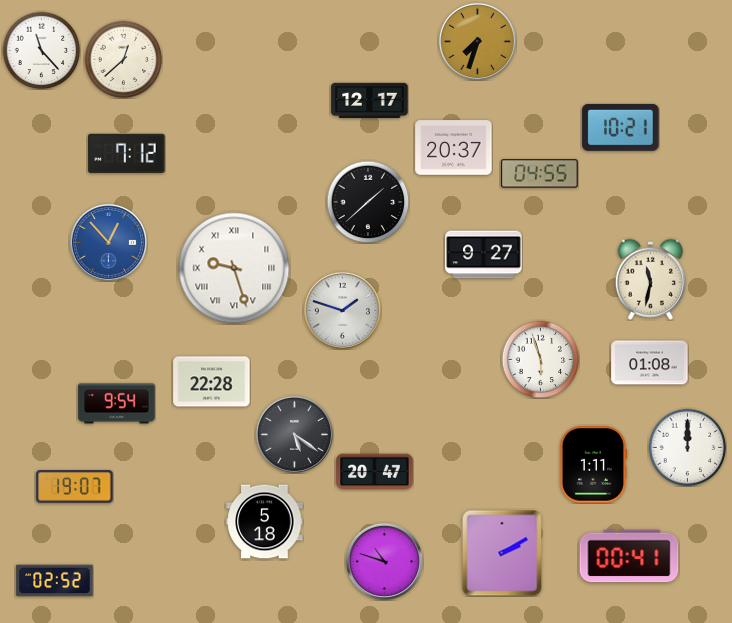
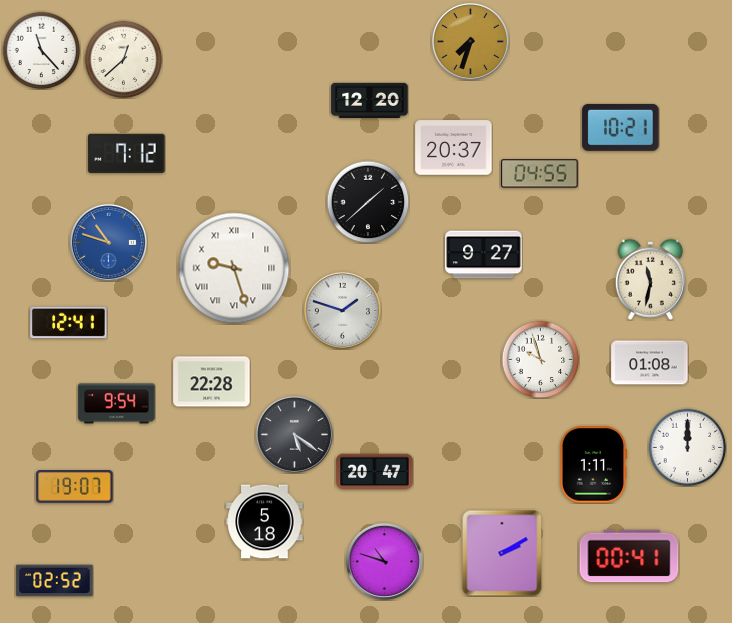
clock at (477, 41) position: (477, 41) -> (470, 41)
clock at (370, 100): 12:17 -> 12:20
clock at (108, 242): 12:53 -> 10:48
clock at (69, 323): none -> 12:41
clock at (540, 359): 5:57 -> 9:57
